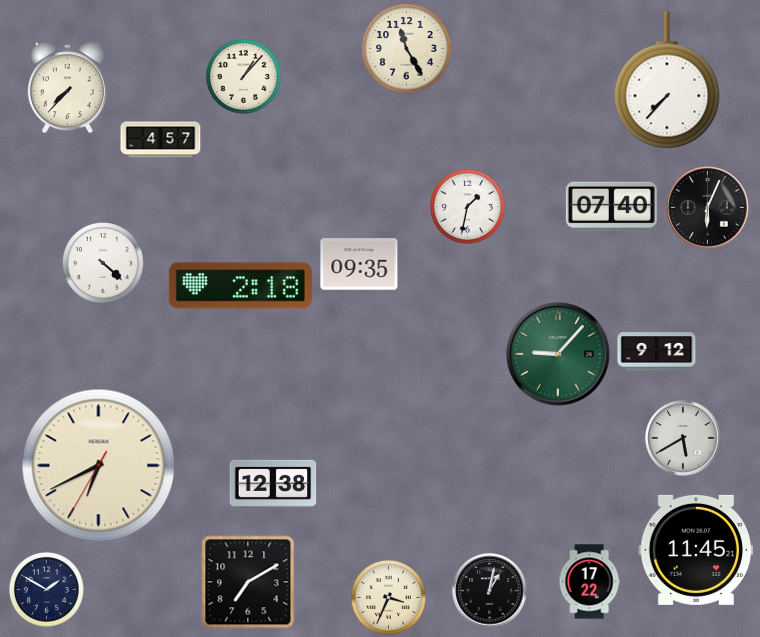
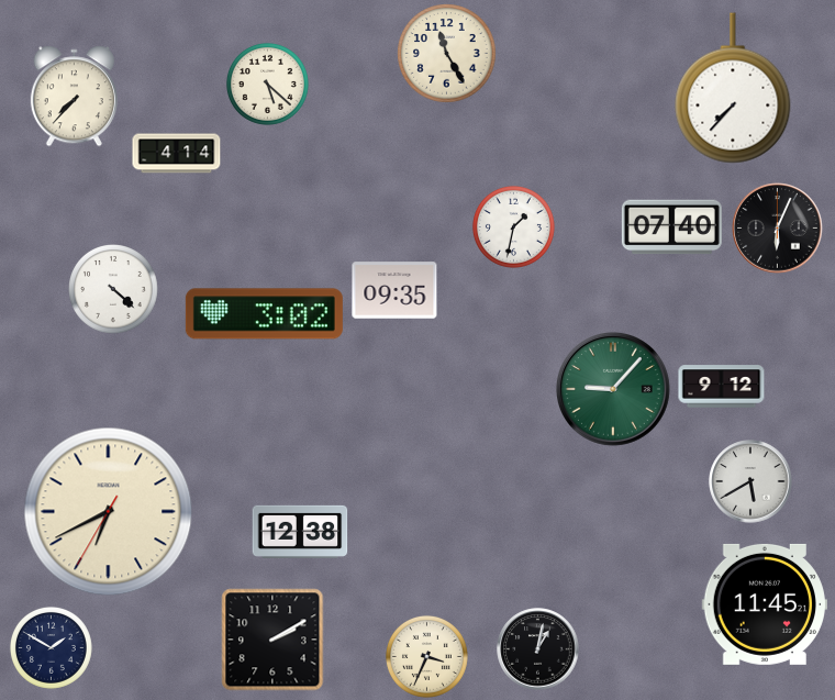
clock at (243, 76): 1:07 -> 5:22
clock at (161, 140): 4:57 -> 4:14
clock at (240, 286): 2:18 -> 3:02
clock at (248, 582): 7:10 -> 2:10
clock at (589, 582): 17:22 -> none
